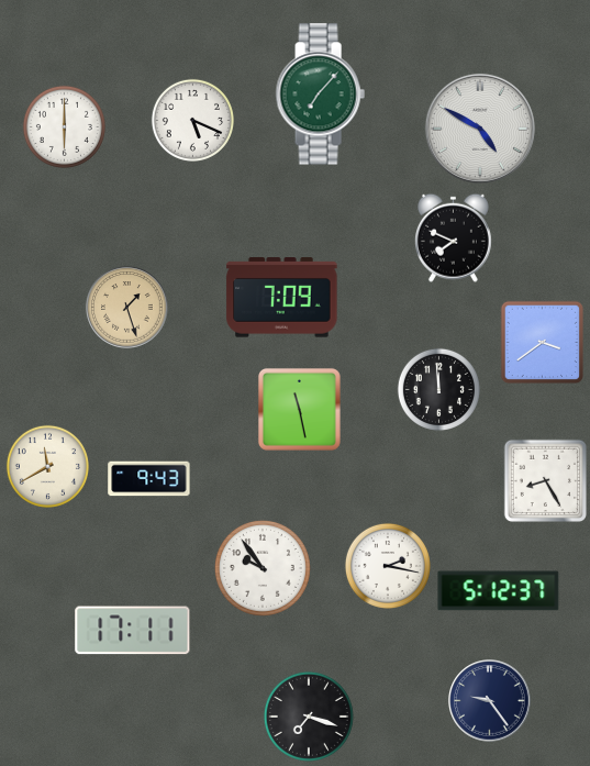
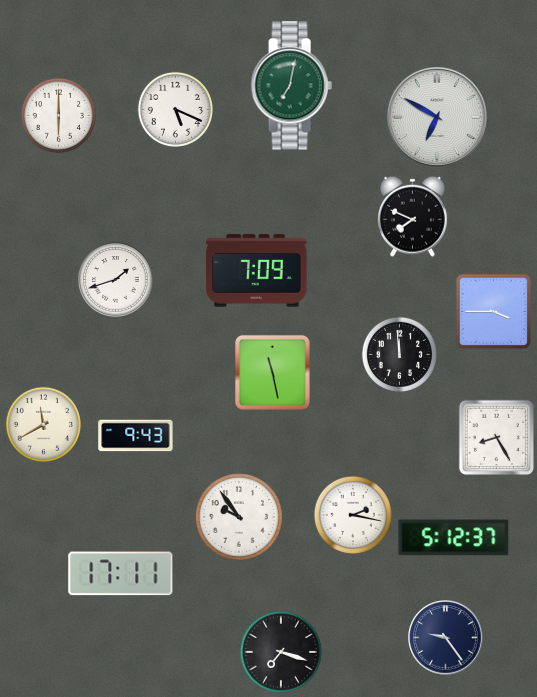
clock at (320, 95): 7:07 -> 7:02
clock at (480, 129): 4:50 -> 6:50
clock at (127, 308): 1:27 -> 1:42
clock at (127, 308) dial: champagne -> white
clock at (542, 342): 3:39 -> 3:45
